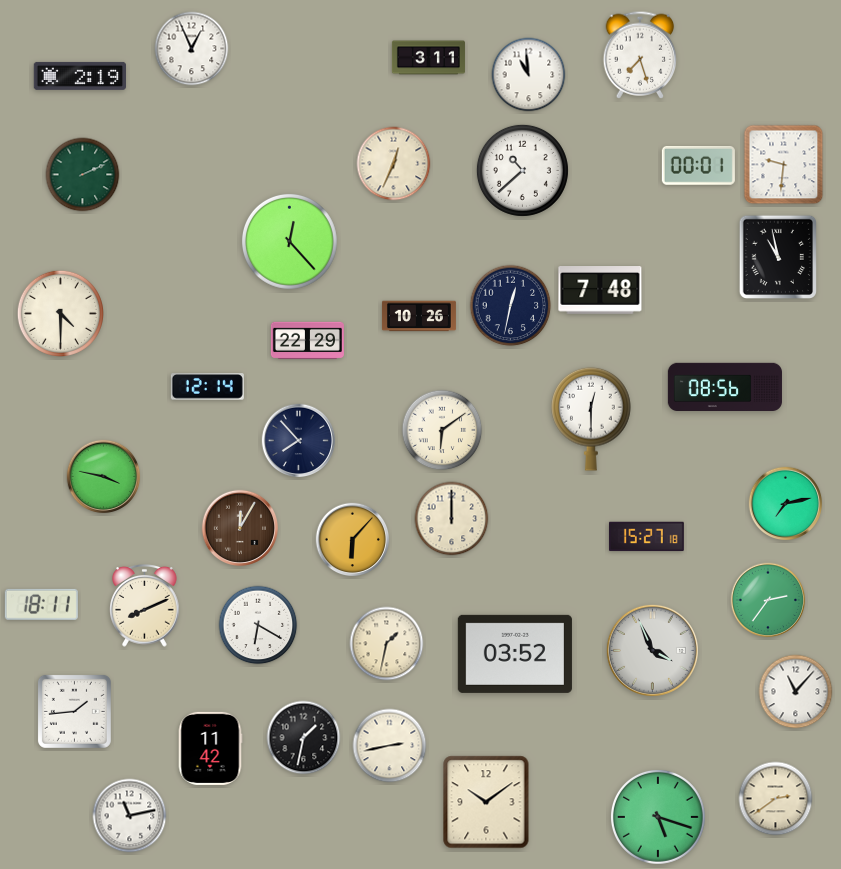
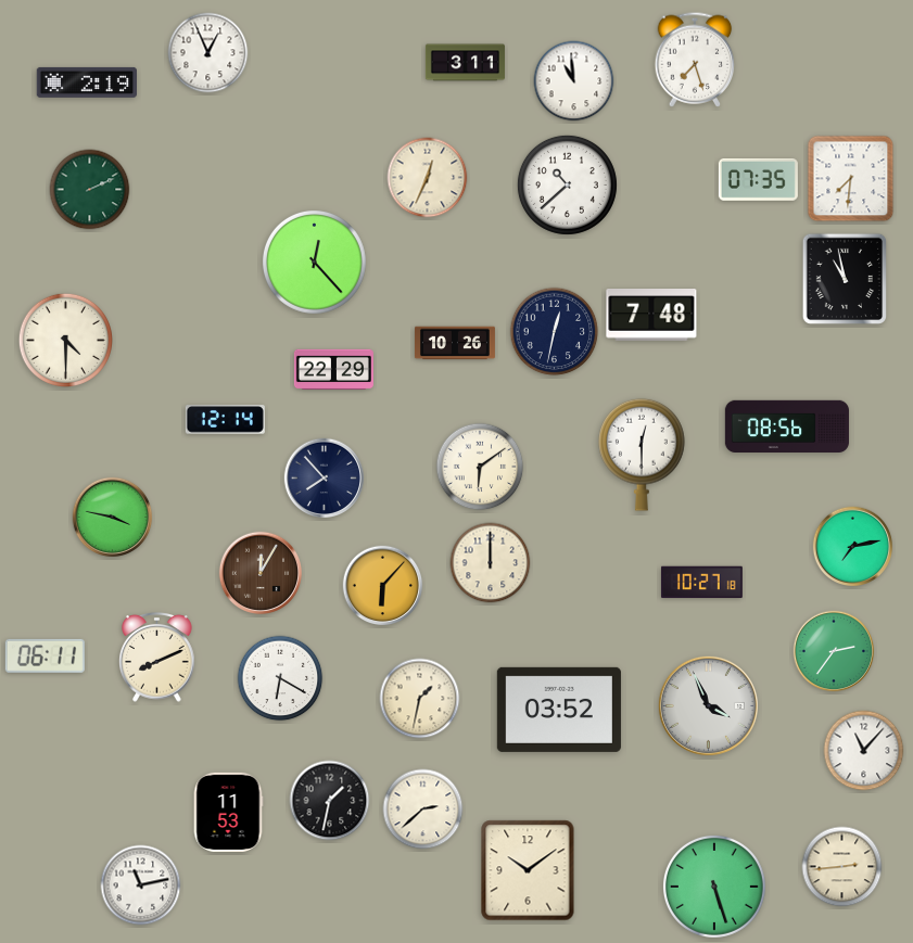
clock at (698, 165): 00:01 -> 07:35
clock at (784, 165): 9:31 -> 7:31
clock at (725, 387) position: (725, 387) -> (787, 426)
clock at (646, 537): 15:27 -> 10:27
clock at (41, 604): 18:11 -> 06:11
clock at (74, 711): 1:44 -> none
clock at (390, 746): 2:43 -> 2:38
clock at (210, 748): 11:42 -> 11:53
clock at (776, 799): 2:39 -> 2:44
clock at (658, 817): 5:18 -> 5:27
